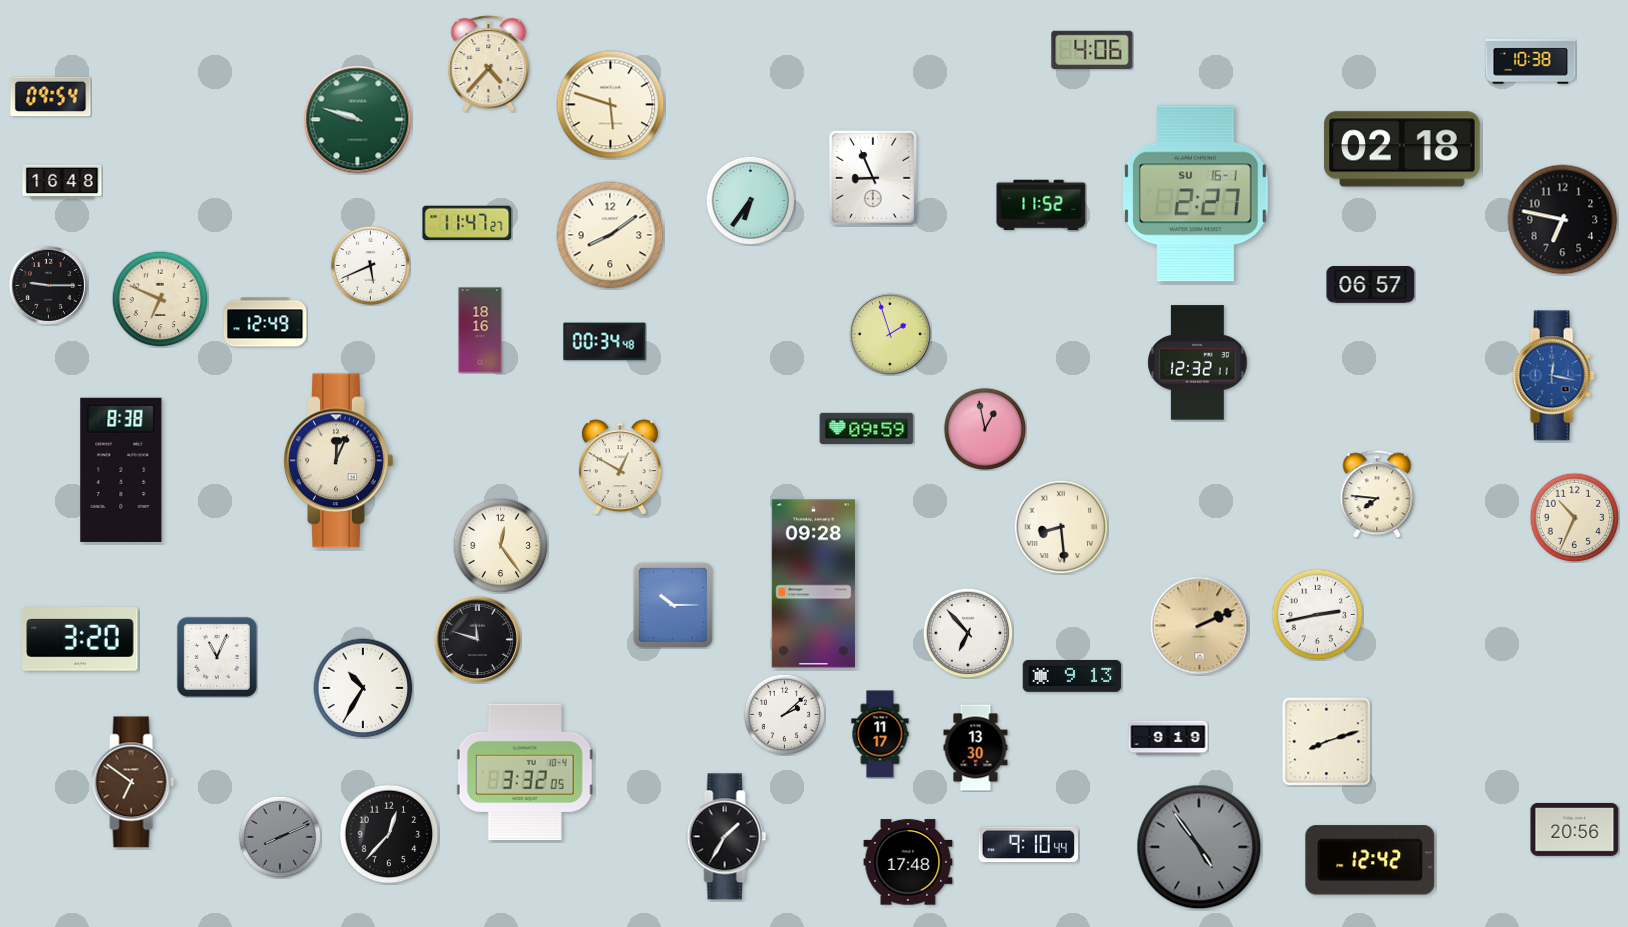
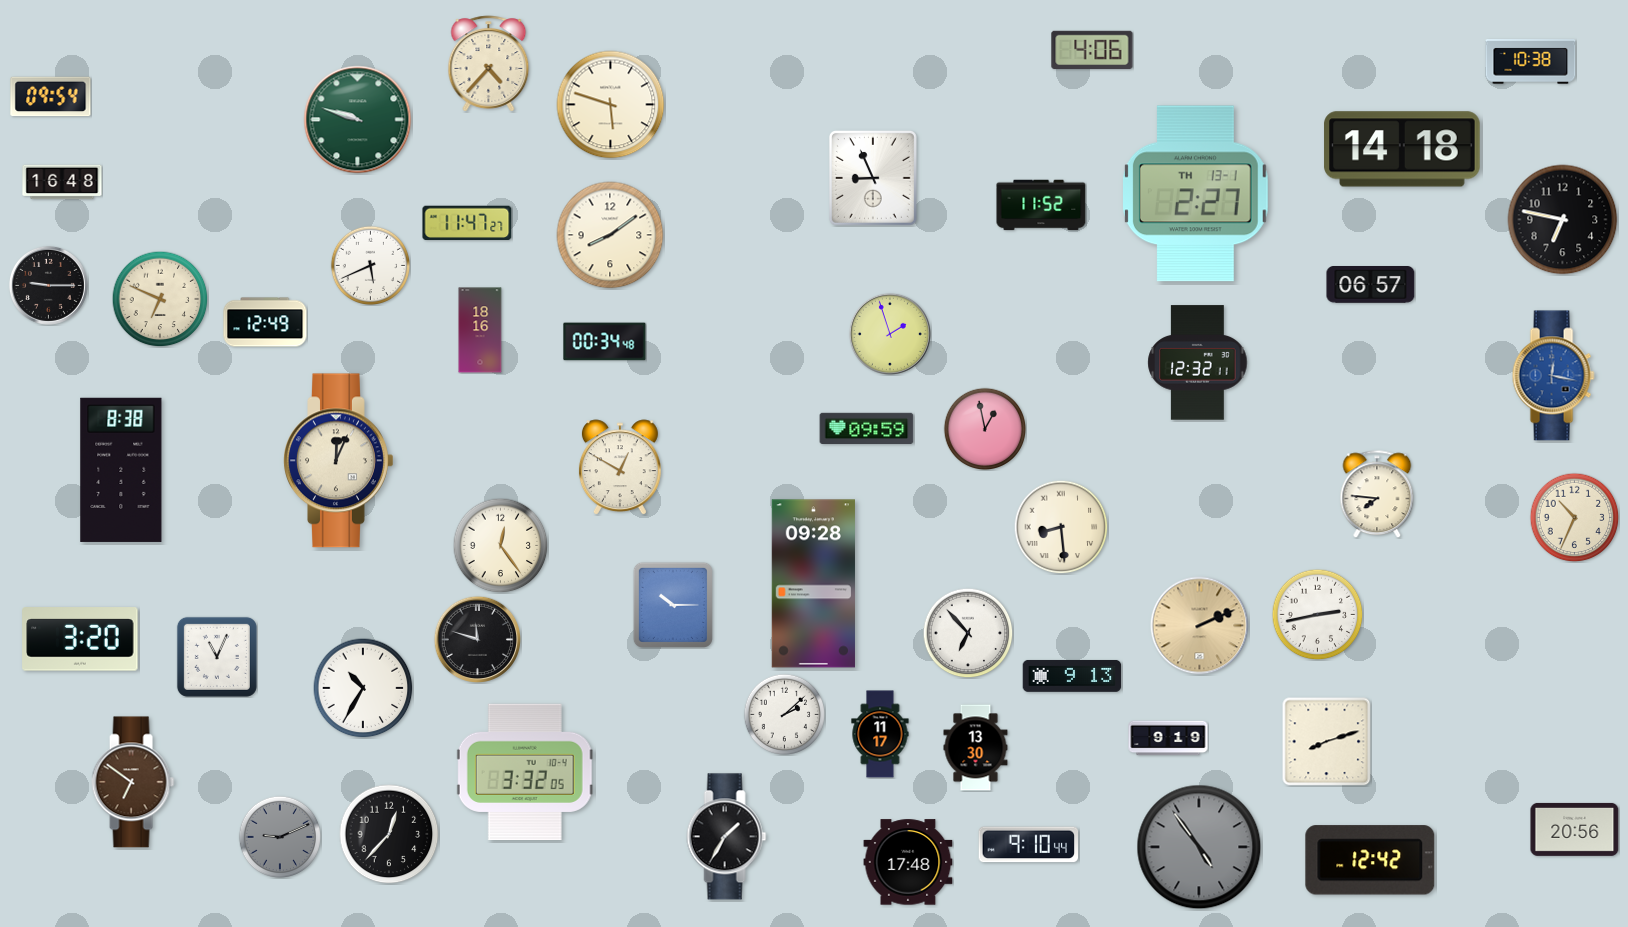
clock at (1402, 149): 02:18 -> 14:18
clock at (1195, 194) date: SU 16-1 -> TH 13-1
clock at (750, 200): 6:36 -> none
clock at (280, 837): 8:11 -> 9:11
